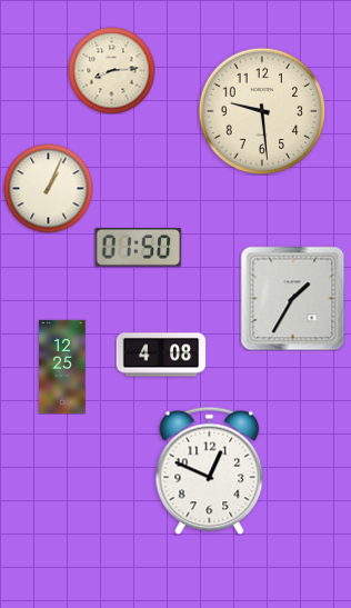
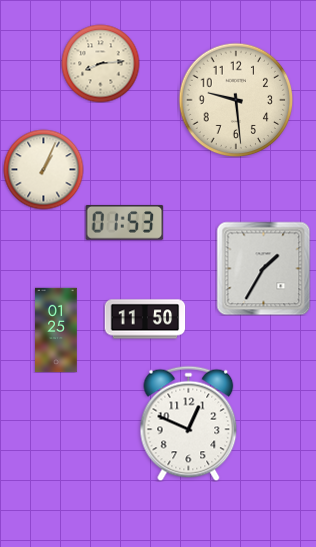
clock at (138, 247): 01:50 -> 01:53
clock at (161, 355): 4:08 -> 11:50
clock at (63, 367): 12:25 -> 01:25
